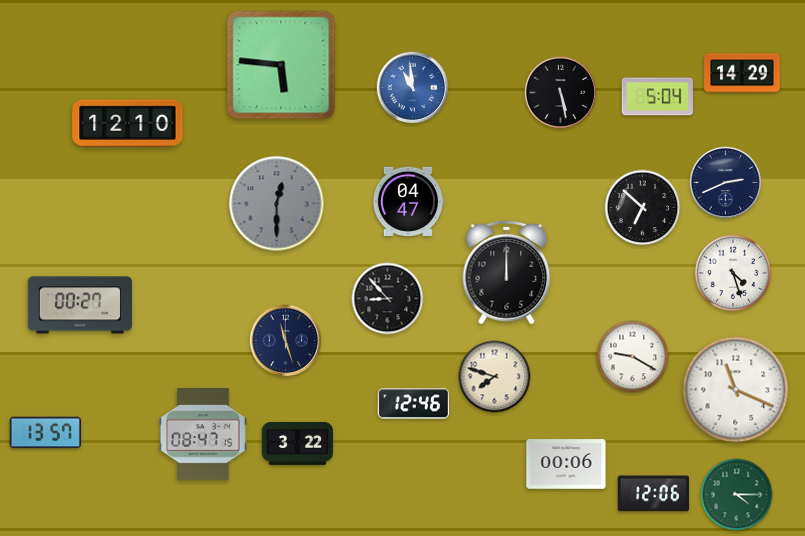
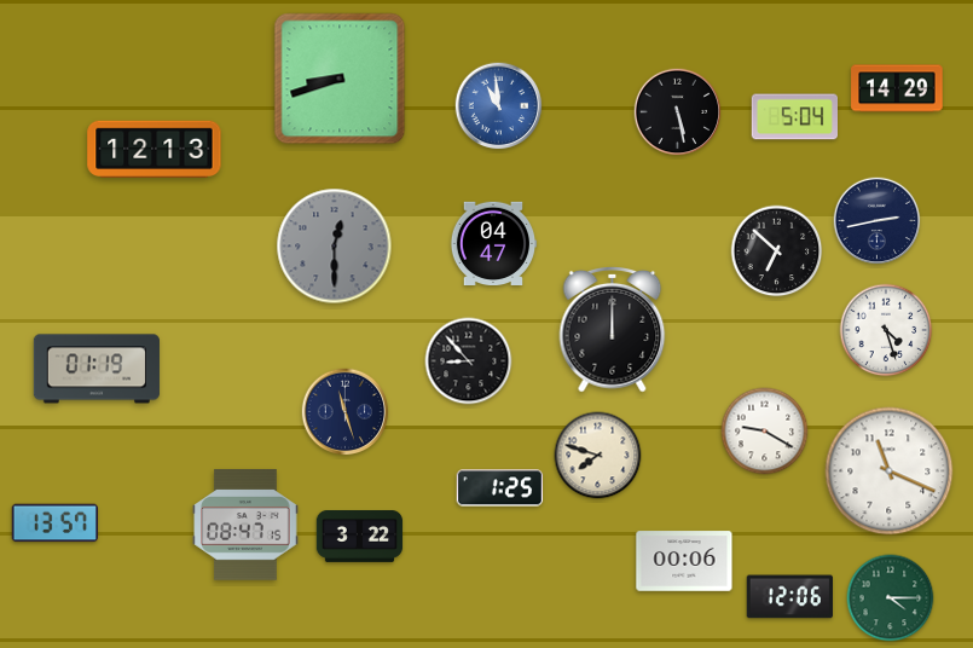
clock at (281, 65): 5:46 -> 8:42
clock at (128, 123): 12:10 -> 12:13
clock at (726, 183): 2:41 -> 2:43
clock at (79, 305): 00:27 -> 01:19
clock at (414, 404): 12:46 -> 1:25
